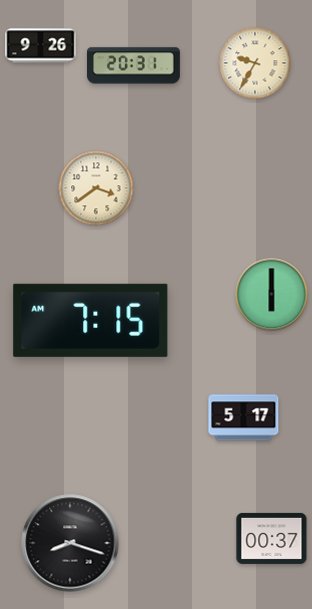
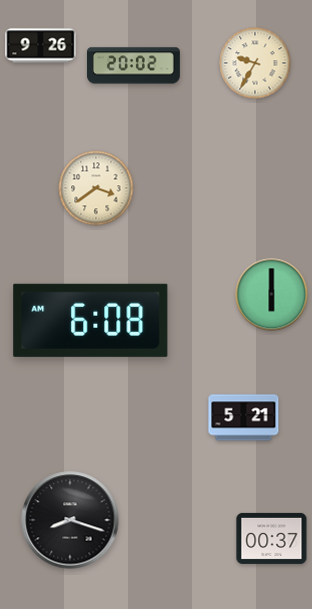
clock at (133, 66): 20:31 -> 20:02
clock at (91, 320): 7:15 -> 6:08
clock at (244, 418): 5:17 -> 5:21
clock at (70, 543) position: (70, 543) -> (70, 520)
